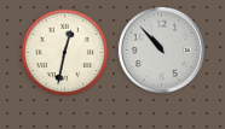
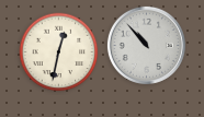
clock at (65, 53) position: (65, 53) -> (59, 52)
